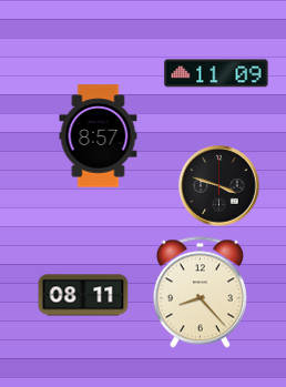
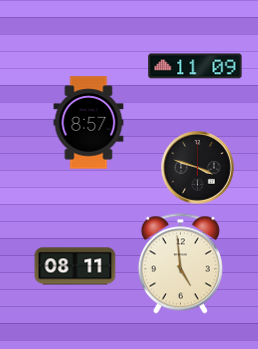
clock at (200, 293): 8:23 -> 4:59
